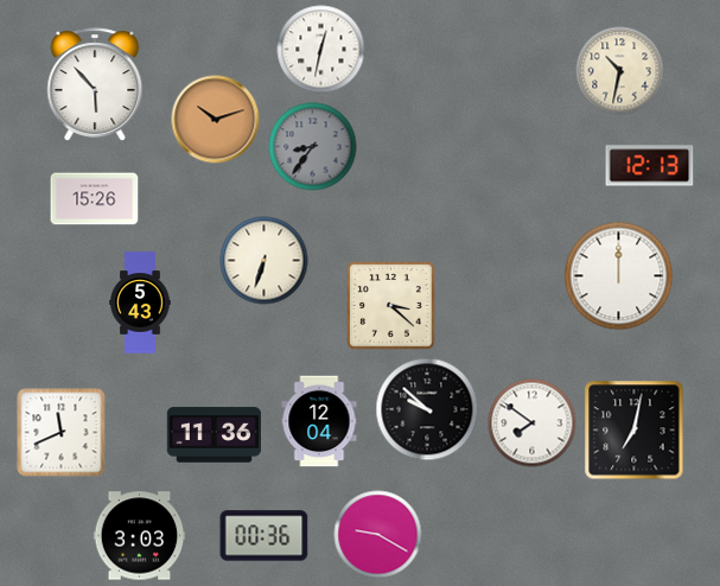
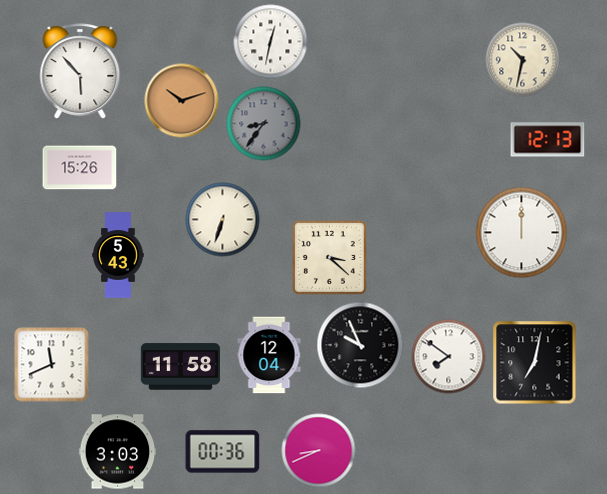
clock at (427, 409): 9:52 -> 9:56
clock at (214, 435): 11:36 -> 11:58
clock at (378, 535): 9:20 -> 8:41
